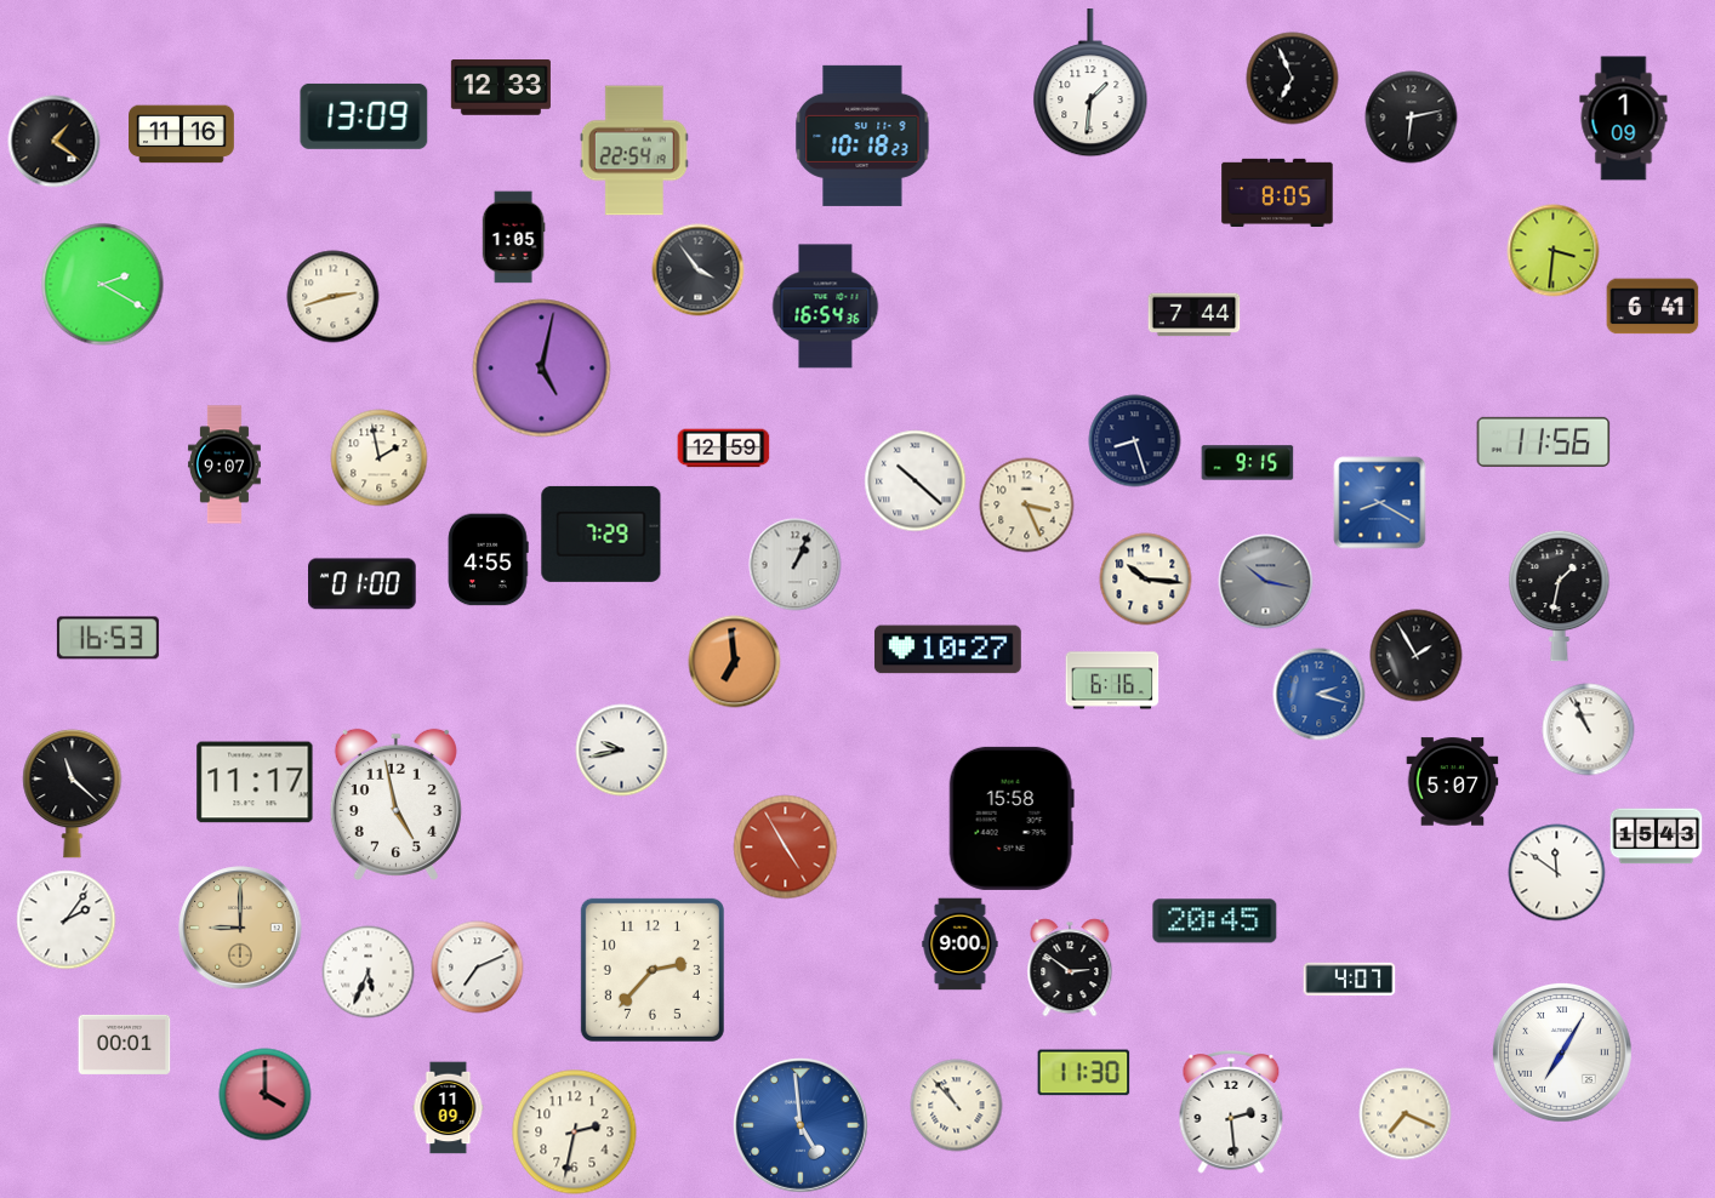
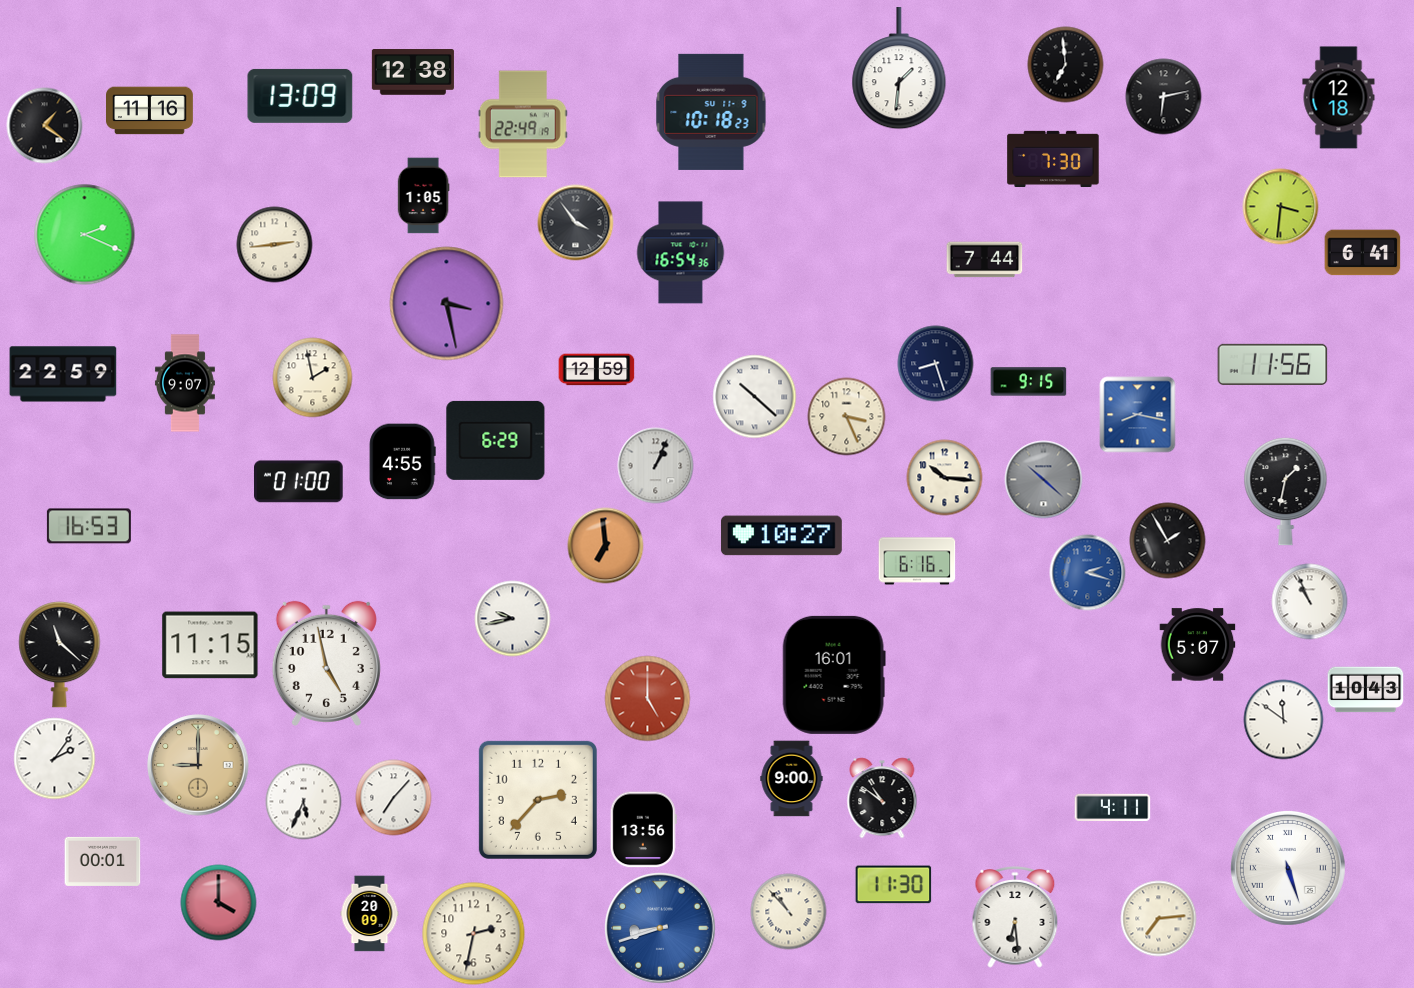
clock at (1293, 79): 6:56 -> 6:59
clock at (501, 87): 12:33 -> 12:38
clock at (1624, 119): 1:09 -> 12:18
clock at (55, 142) position: (55, 142) -> (45, 126)
clock at (634, 150): 22:54 -> 22:49
clock at (1277, 192): 8:05 -> 7:30
clock at (103, 285): 2:20 -> 2:19
clock at (334, 297): 2:42 -> 2:44
clock at (542, 369): 5:02 -> 3:28
clock at (63, 374): none -> 22:59
clock at (1380, 503): 8:20 -> 8:17
clock at (602, 534): 7:29 -> 6:29
clock at (1266, 582): 10:17 -> 10:22
clock at (255, 782): 11:17 -> 11:15
clock at (1012, 818): 15:58 -> 16:01
clock at (1657, 837): 15:43 -> 10:43
clock at (786, 848): 4:55 -> 5:00
clock at (1215, 922): 20:45 -> none
clock at (478, 968): 7:11 -> 7:07
clock at (1070, 968): 2:51 -> 10:51
clock at (1350, 979): 4:07 -> 4:11
clock at (643, 830): none -> 13:56
clock at (1562, 1052): 7:05 -> 5:27
clock at (449, 1108): 11:09 -> 20:09
clock at (1231, 1113): 2:29 -> 6:29
clock at (1406, 1114): 7:19 -> 7:14
clock at (802, 1126): 4:59 -> 8:42
